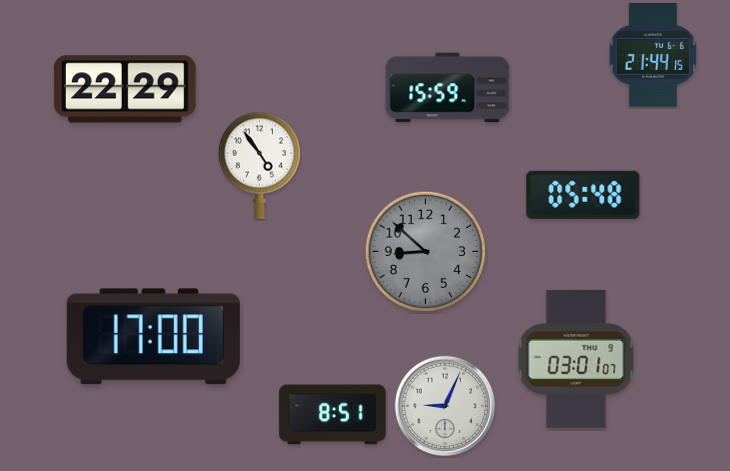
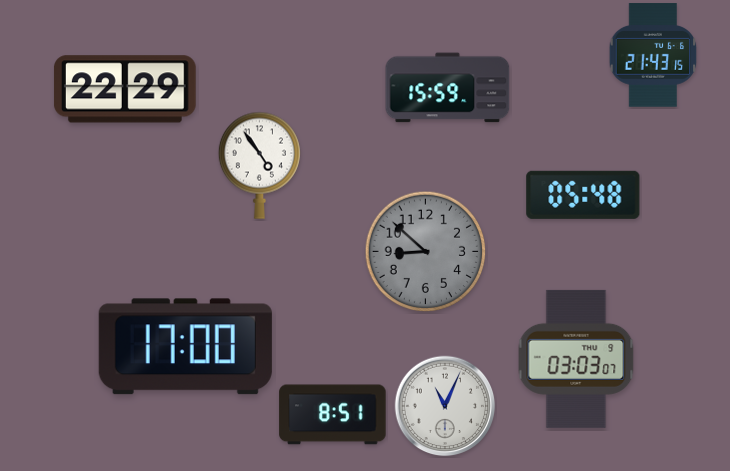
clock at (653, 55): 21:44 -> 21:43
clock at (153, 337) position: (153, 337) -> (185, 347)
clock at (576, 359): 03:01 -> 03:03
clock at (445, 406): 9:04 -> 11:04
